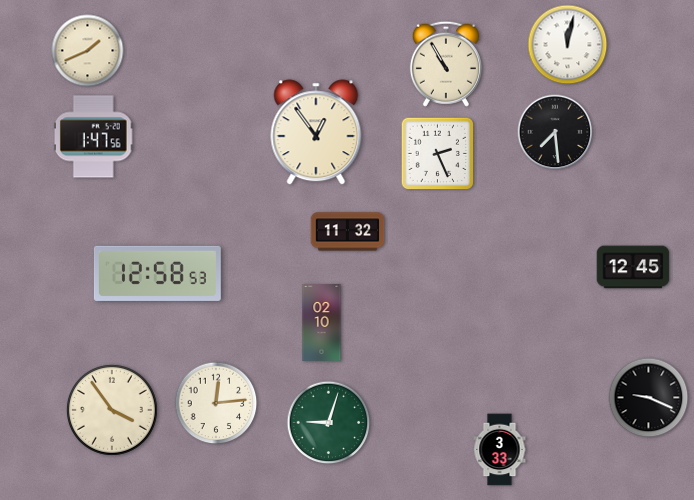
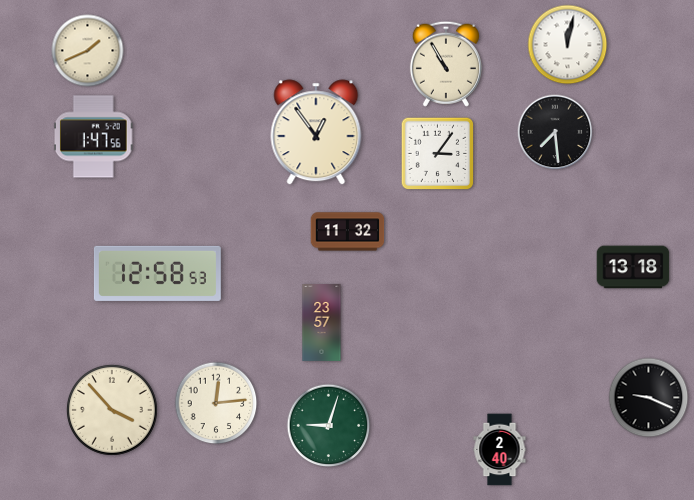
clock at (438, 154): 2:26 -> 3:06
clock at (633, 267): 12:45 -> 13:18
clock at (322, 323): 02:10 -> 23:57
clock at (112, 410): 3:54 -> 3:53
clock at (329, 423) position: (329, 423) -> (329, 426)
clock at (500, 450): 3:33 -> 2:40
